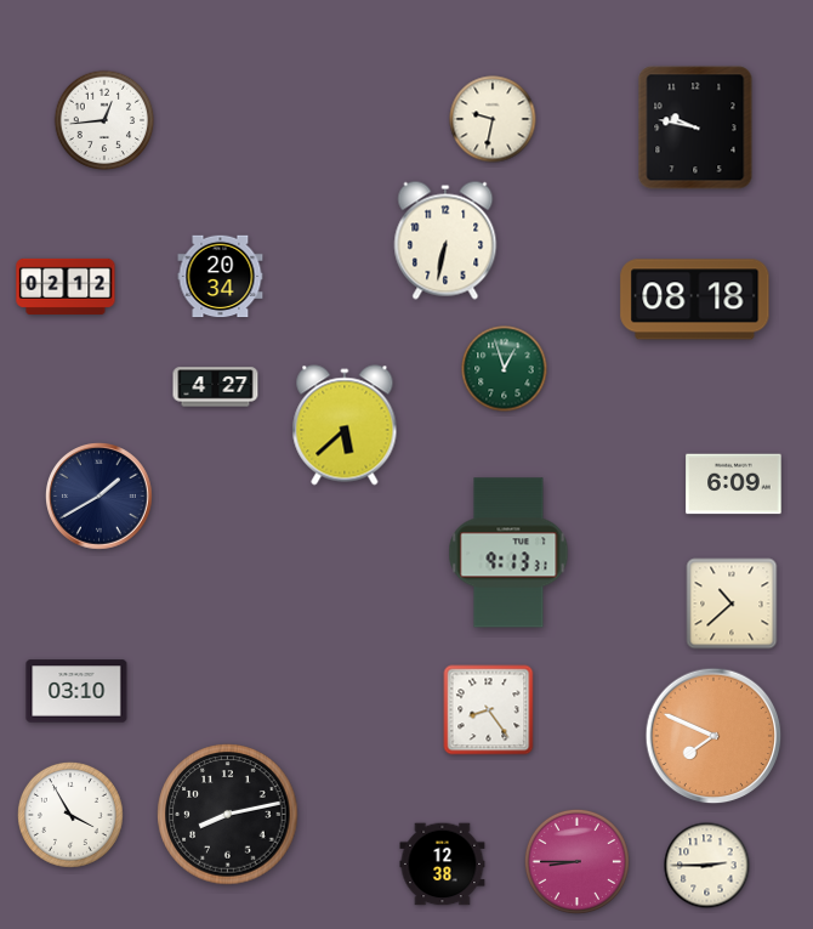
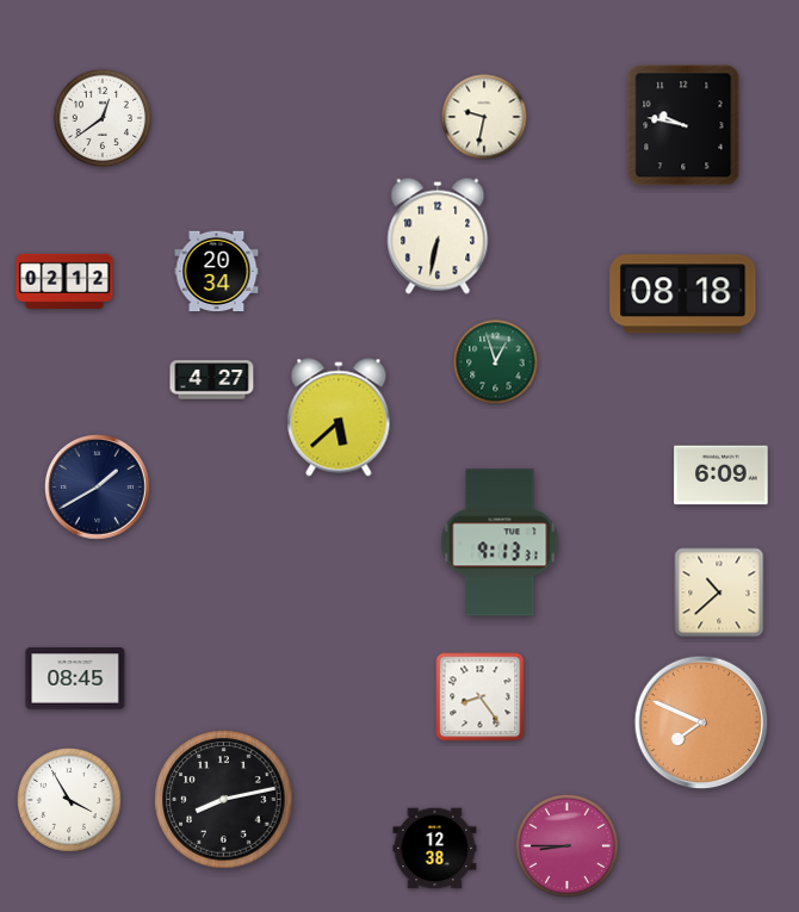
clock at (104, 120): 12:44 -> 12:39
clock at (76, 691): 03:10 -> 08:45
clock at (707, 866): 2:45 -> none
